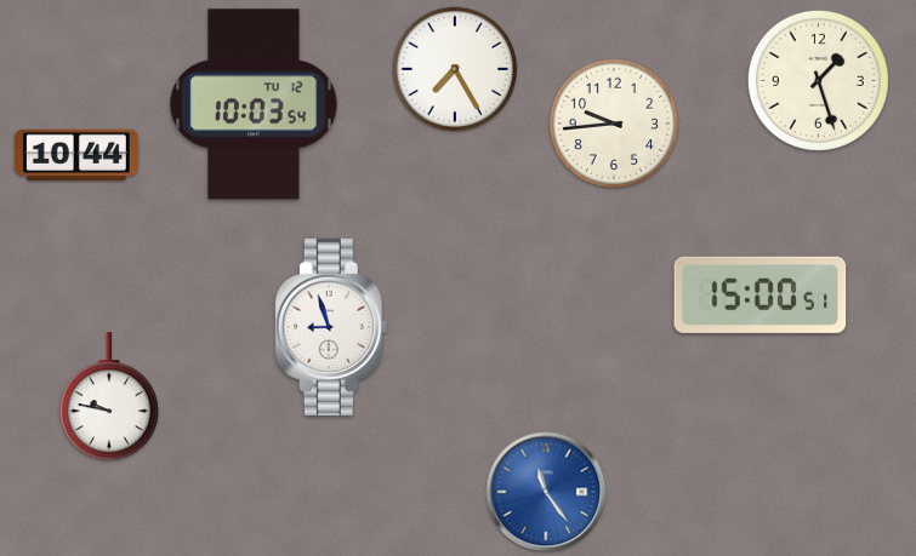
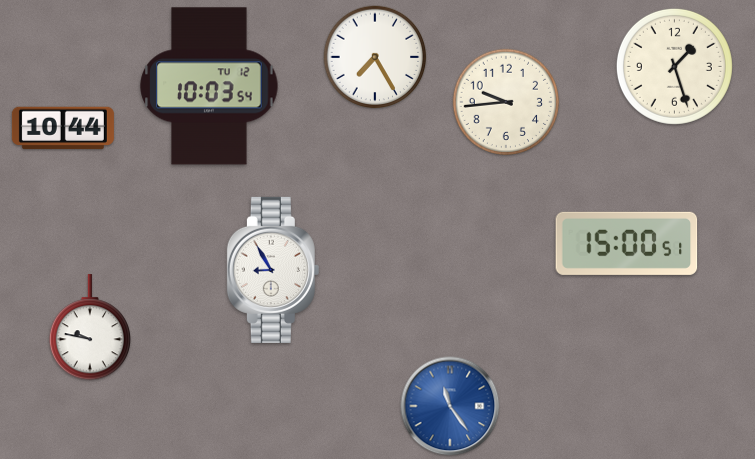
clock at (331, 327): 8:57 -> 8:55
